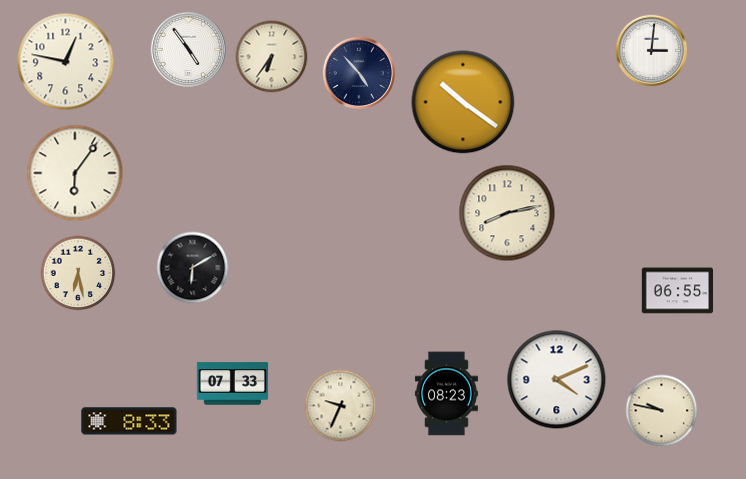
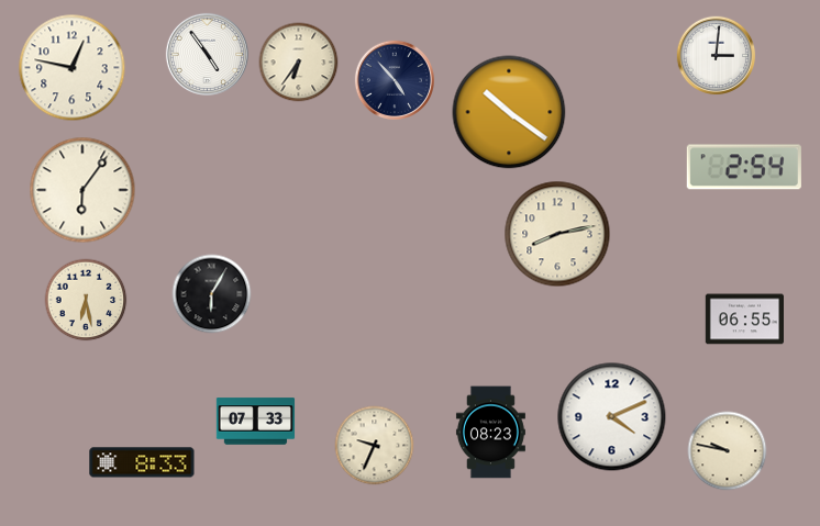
clock at (744, 167): none -> 2:54
clock at (193, 268): 6:10 -> 6:05
